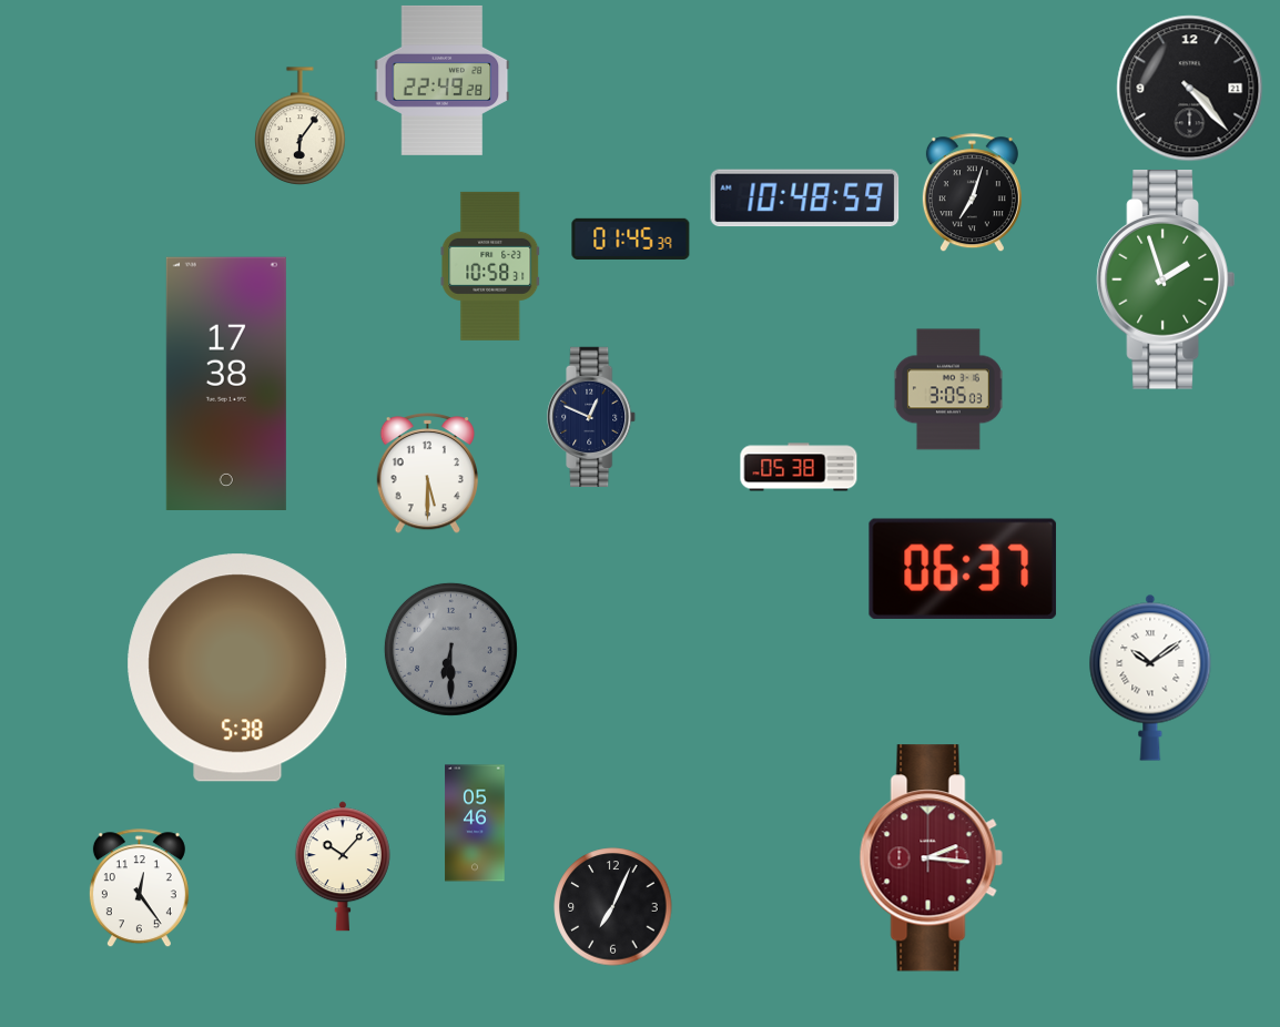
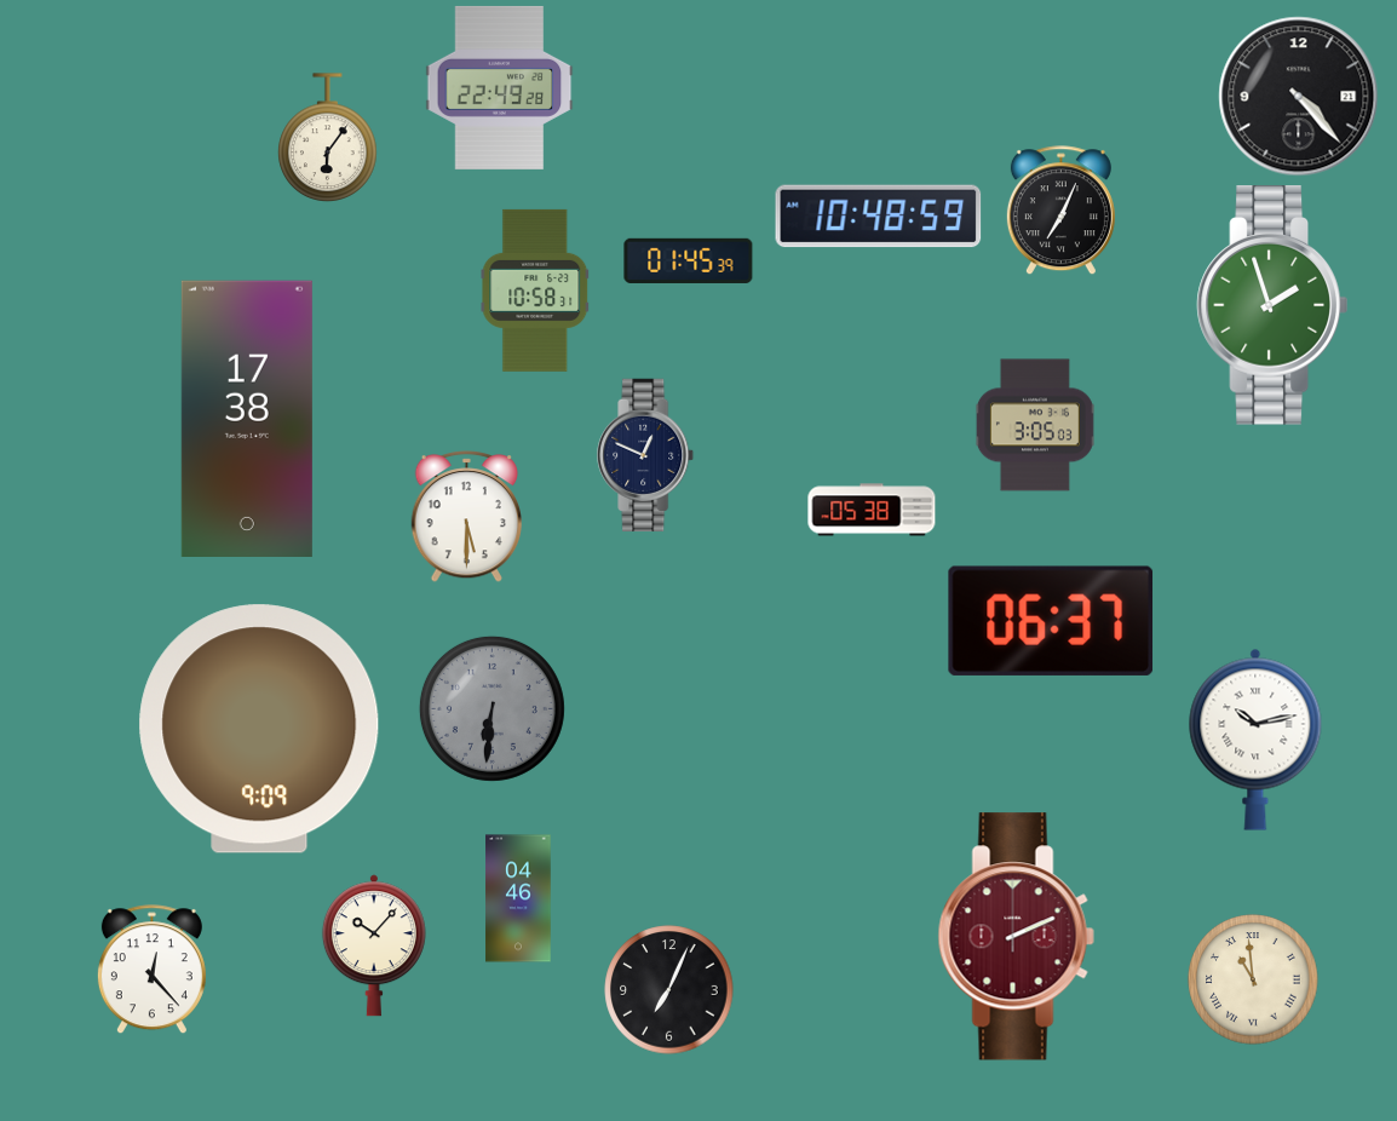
clock at (443, 80) position: (443, 80) -> (500, 87)
clock at (972, 193): 7:03 -> 7:04
clock at (450, 649): 6:30 -> 6:31
clock at (237, 668): 5:38 -> 9:09
clock at (1150, 678): 10:09 -> 10:13
clock at (475, 823): 05:46 -> 04:46
clock at (931, 858): 2:16 -> 2:11
clock at (139, 888): 12:24 -> 12:23
clock at (1253, 979): none -> 10:59
